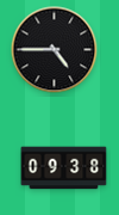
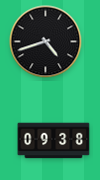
clock at (55, 50): 4:45 -> 4:42
